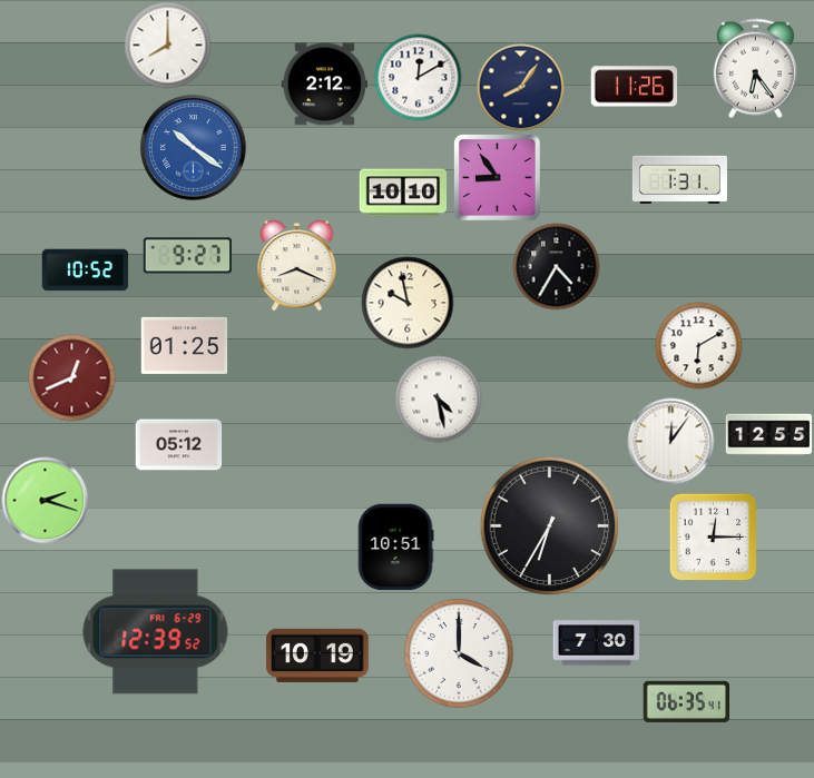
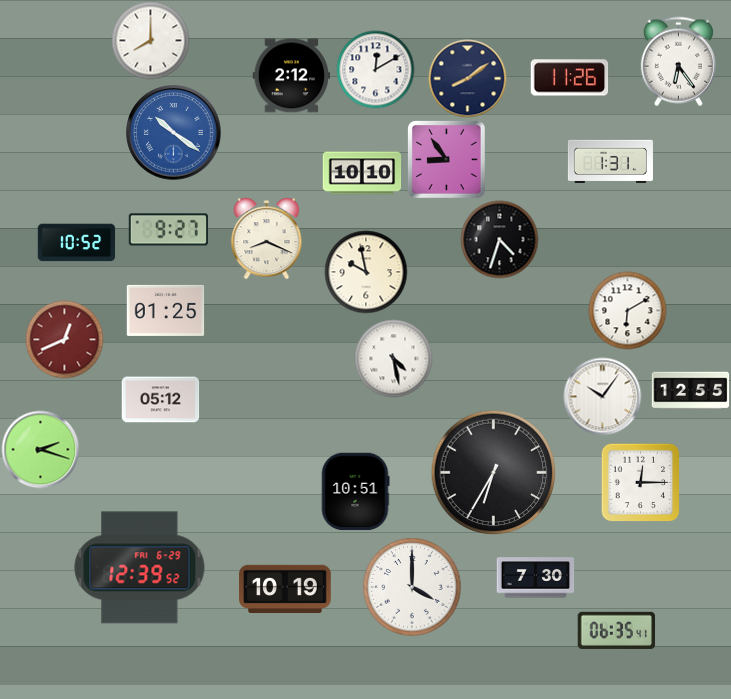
clock at (520, 87): 8:06 -> 8:09
clock at (556, 266): 4:35 -> 4:33
clock at (670, 441): 12:06 -> 10:06
